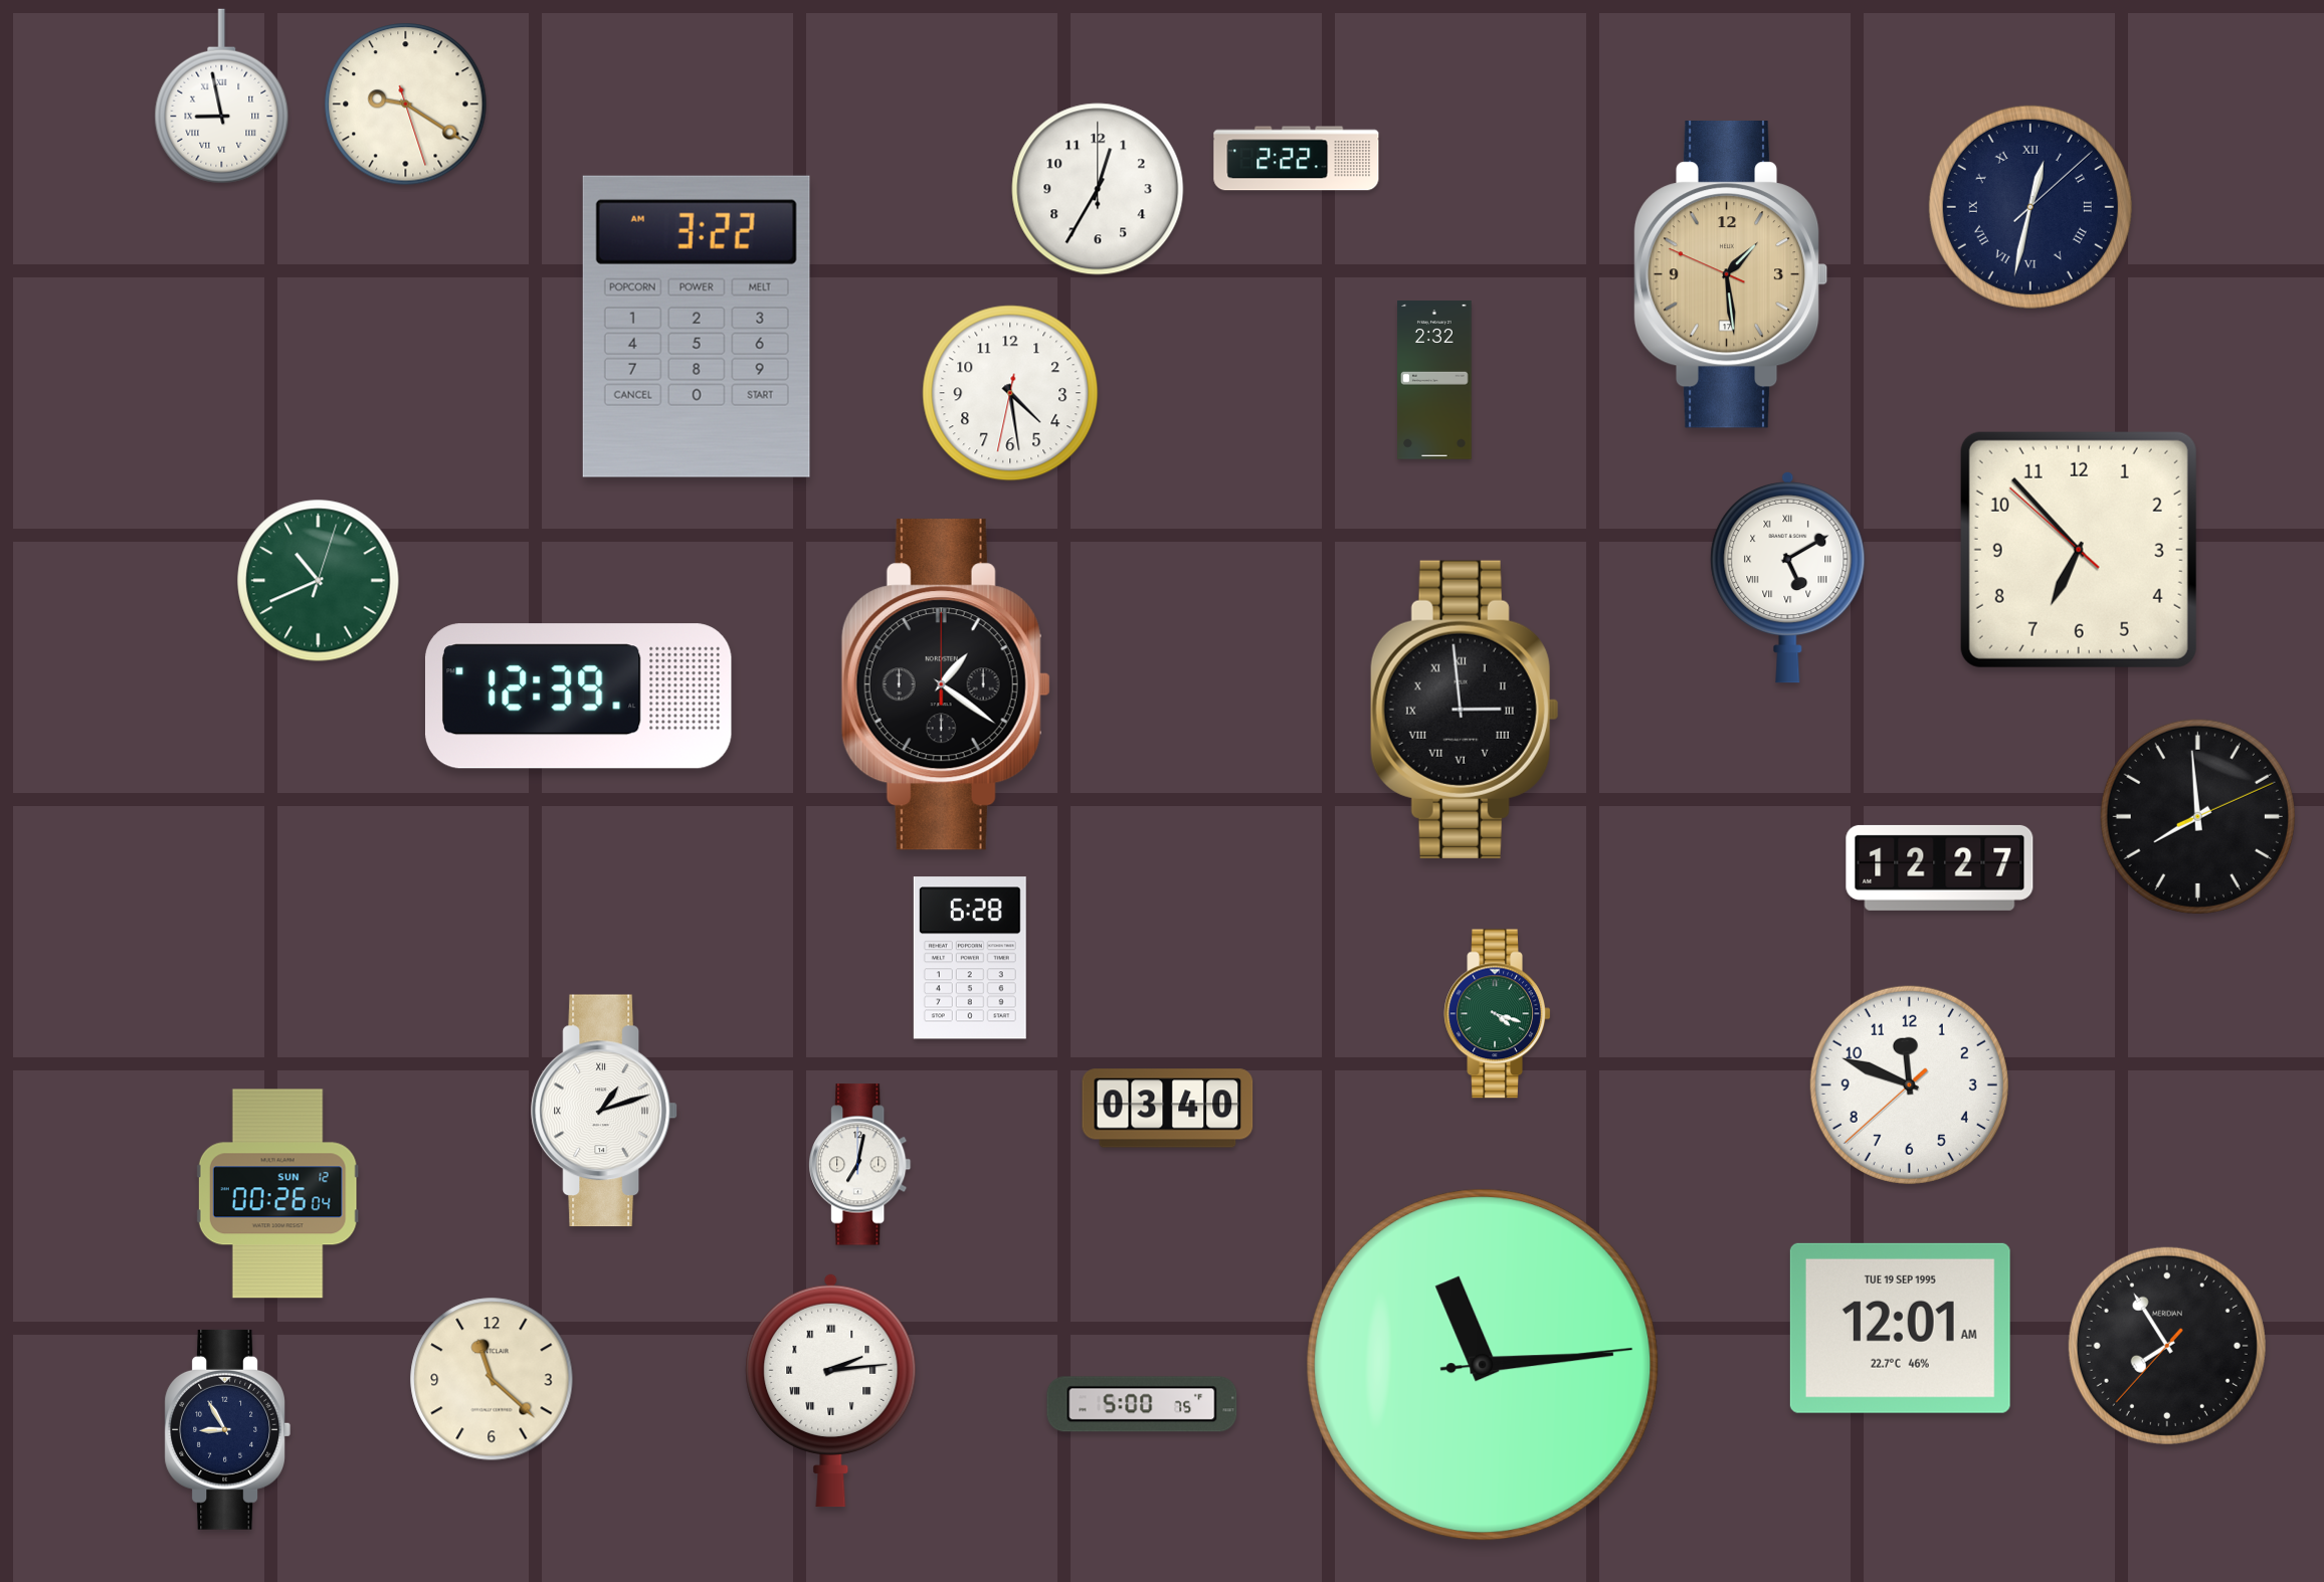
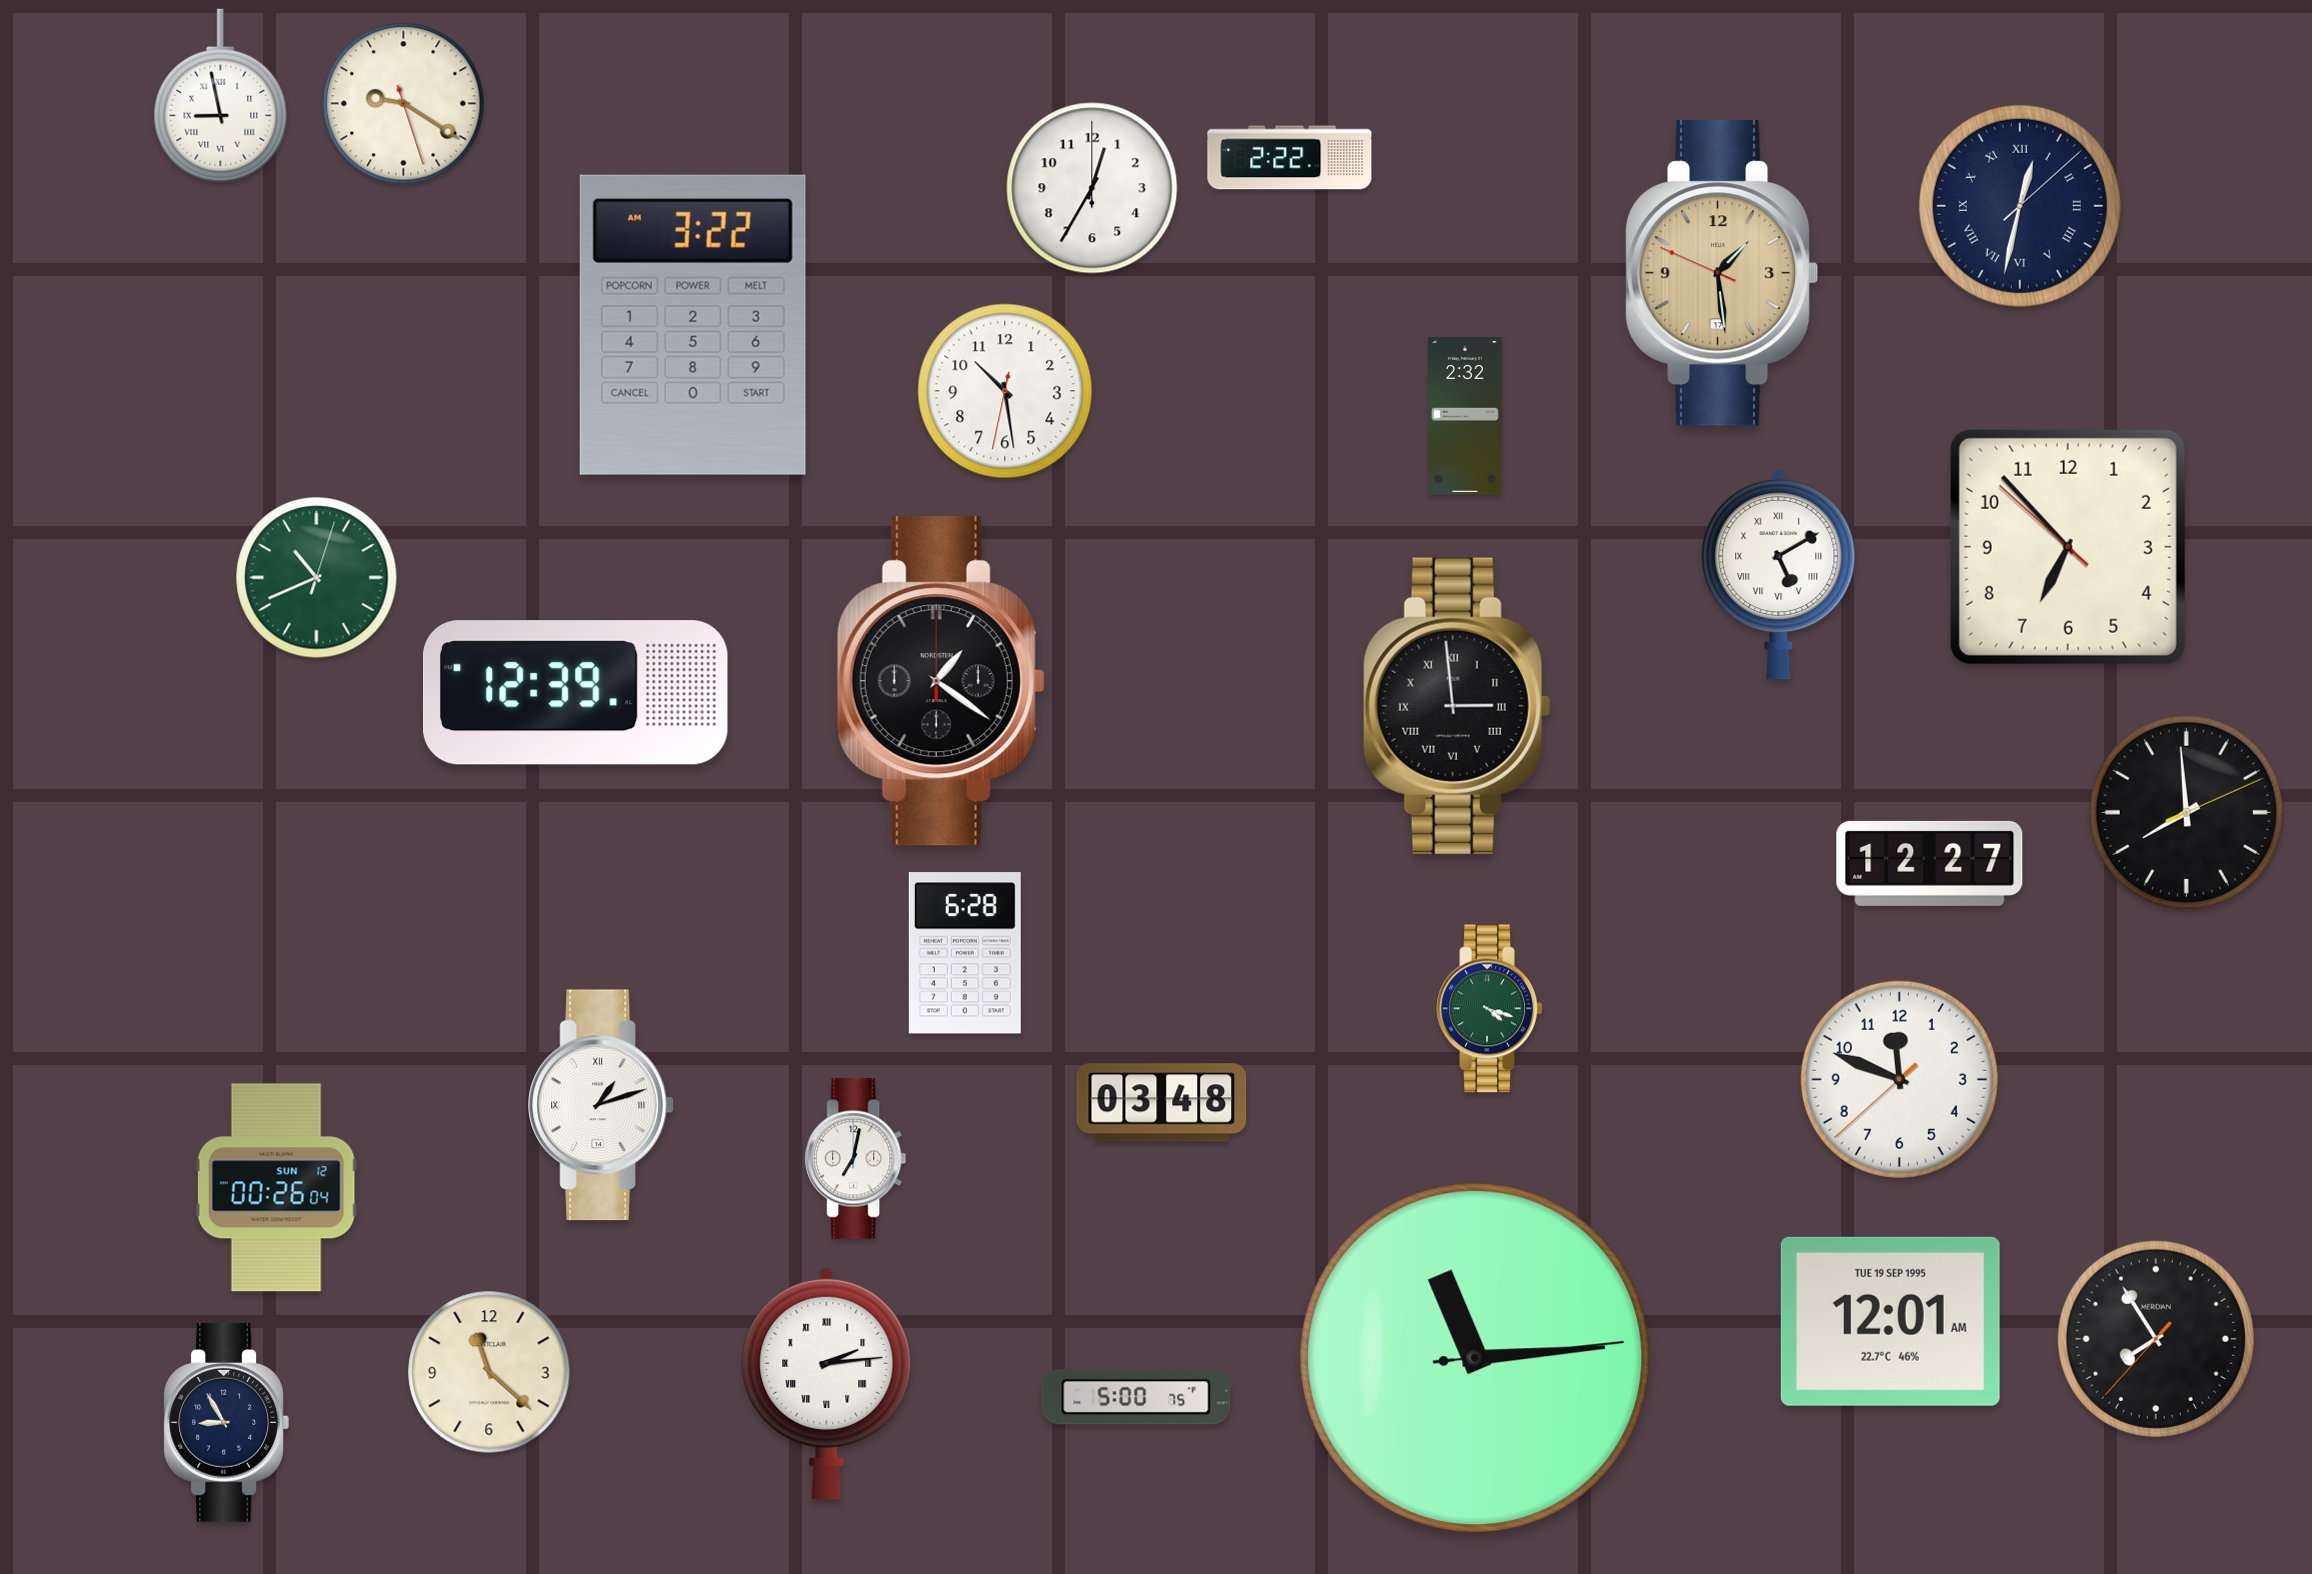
clock at (1434, 380) position: (1434, 380) -> (1465, 416)
clock at (1010, 393): 4:28 -> 10:28
clock at (1168, 1109): 03:40 -> 03:48
